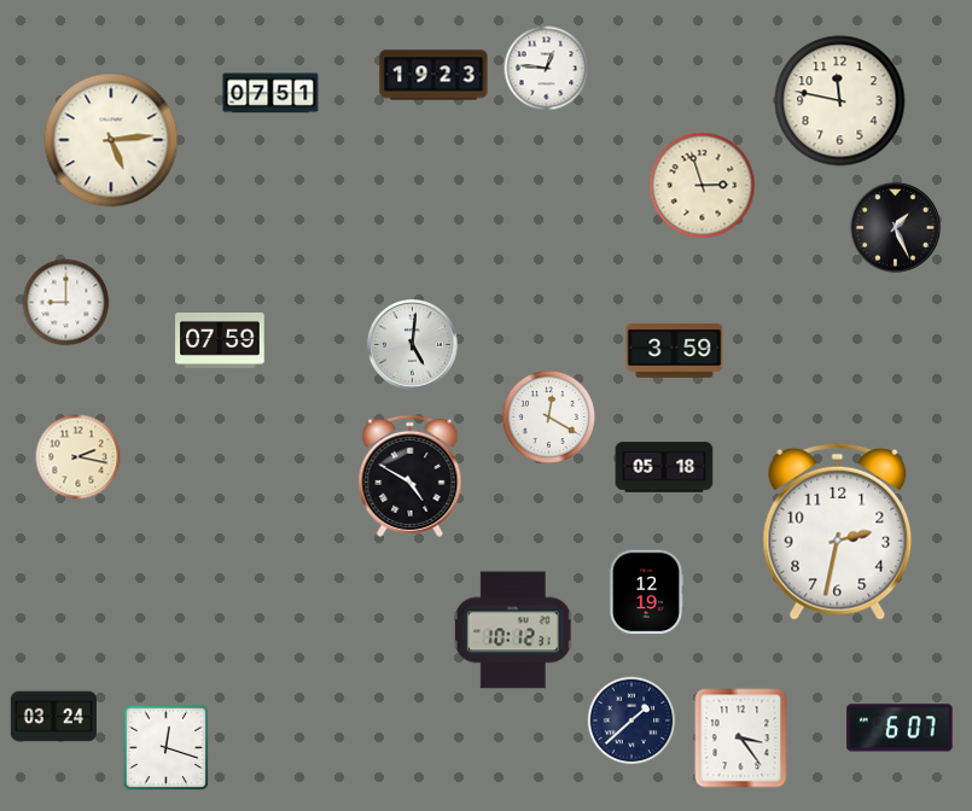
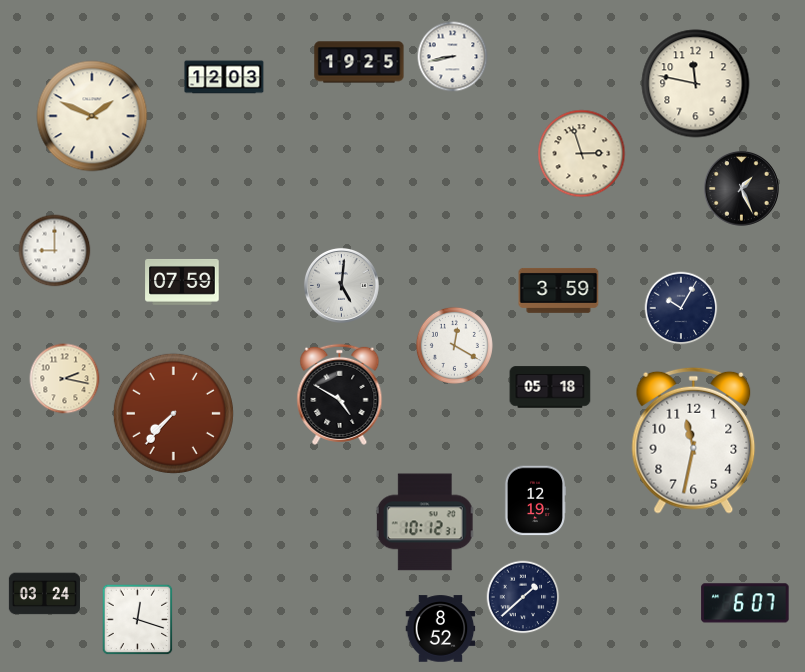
clock at (547, 69): 12:46 -> 8:43
clock at (433, 75): 19:23 -> 19:25
clock at (270, 93): 07:51 -> 12:03
clock at (111, 140): 5:14 -> 1:49
clock at (681, 308): none -> 10:05
clock at (173, 413): none -> 7:37
clock at (838, 531): 2:32 -> 11:32
clock at (646, 593) position: (646, 593) -> (535, 501)
clock at (741, 739): 3:24 -> none
clock at (441, 629): none -> 8:52
